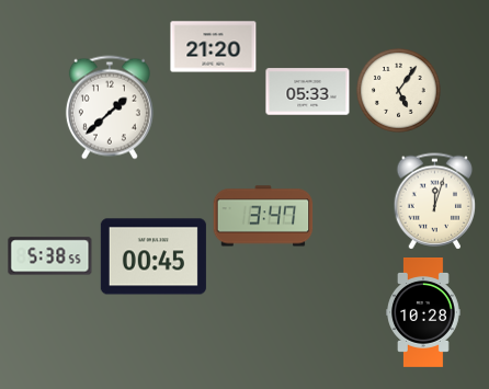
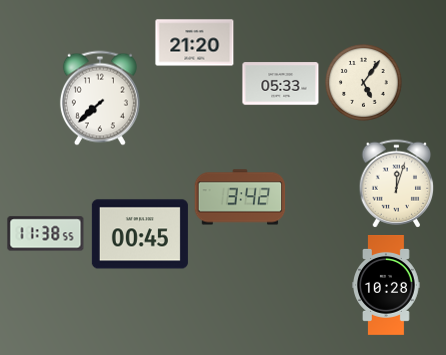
clock at (110, 107): 1:38 -> 7:38
clock at (263, 216): 3:47 -> 3:42
clock at (50, 256): 5:38 -> 11:38
